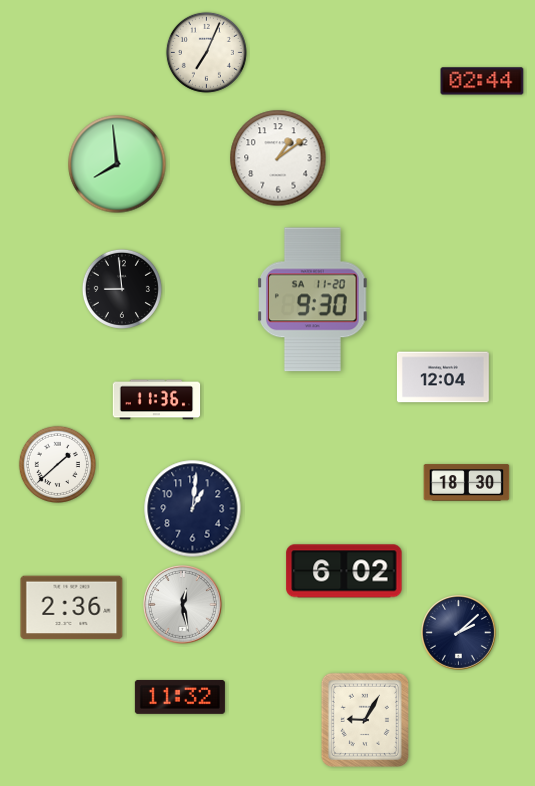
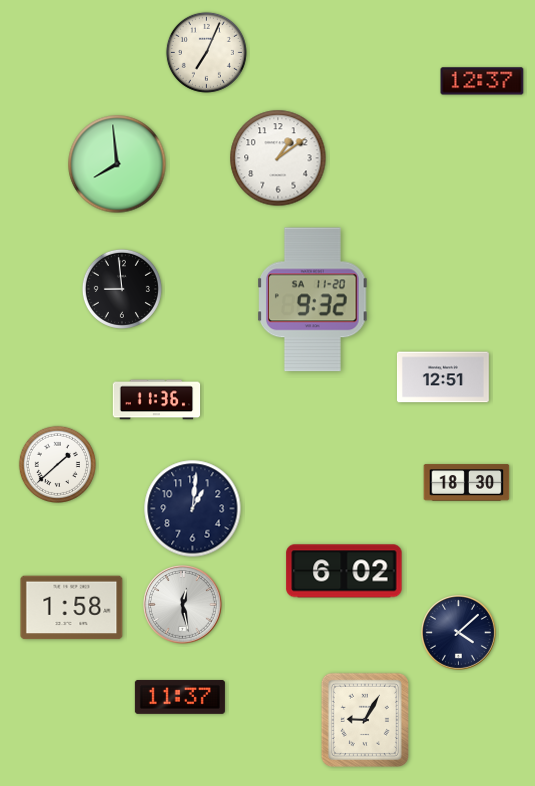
clock at (482, 81): 02:44 -> 12:37
clock at (313, 300): 9:30 -> 9:32
clock at (443, 377): 12:04 -> 12:51
clock at (72, 608): 2:36 -> 1:58
clock at (458, 632): 2:08 -> 4:08
clock at (180, 697): 11:32 -> 11:37
